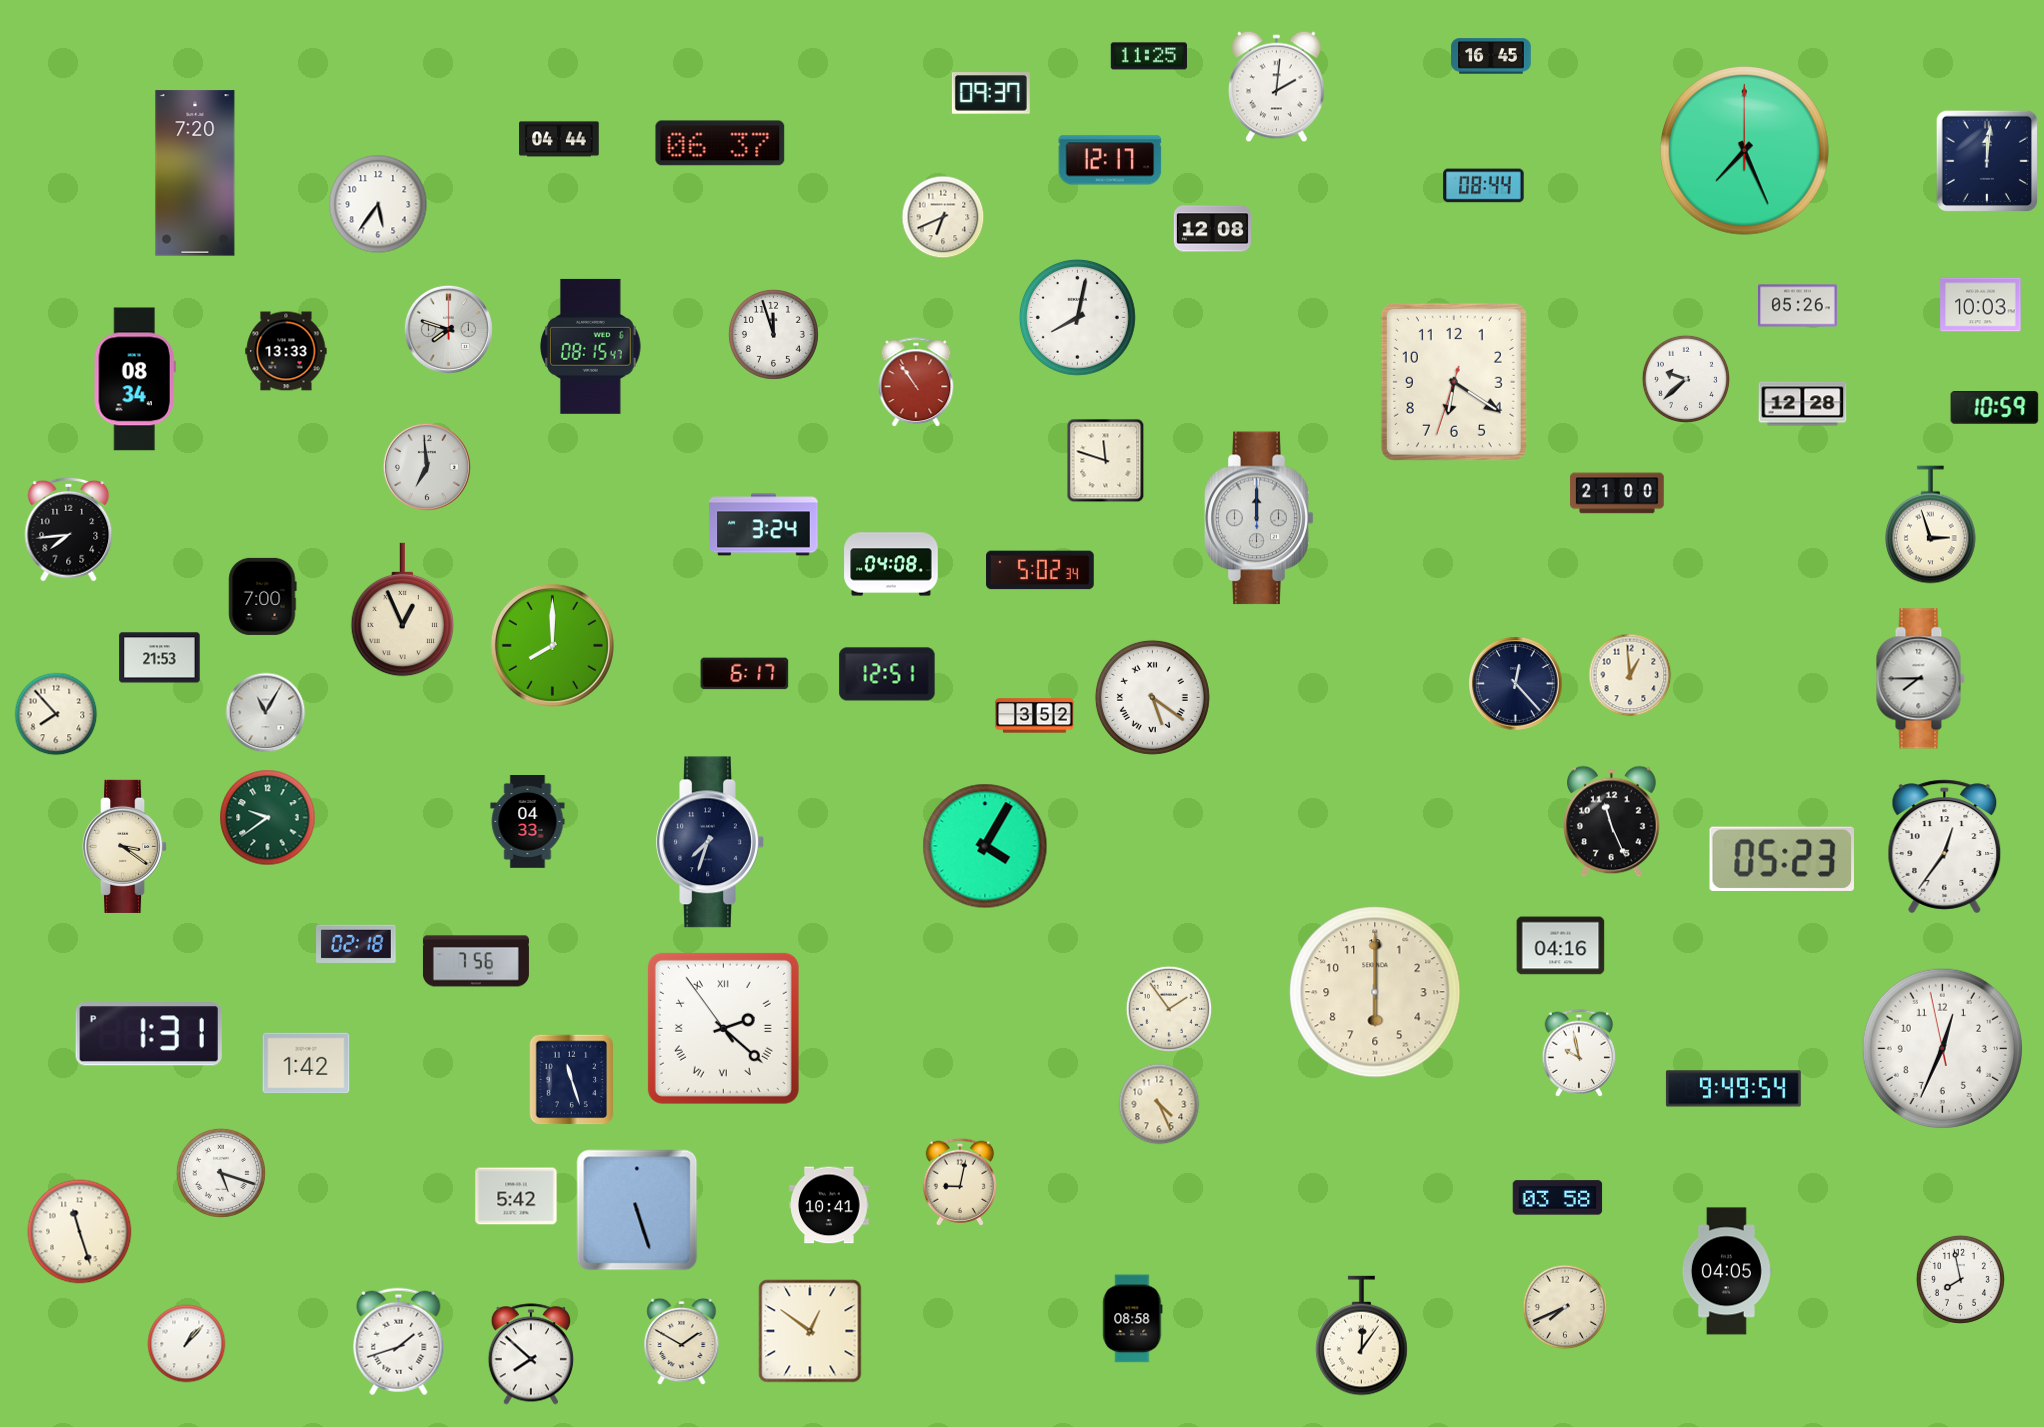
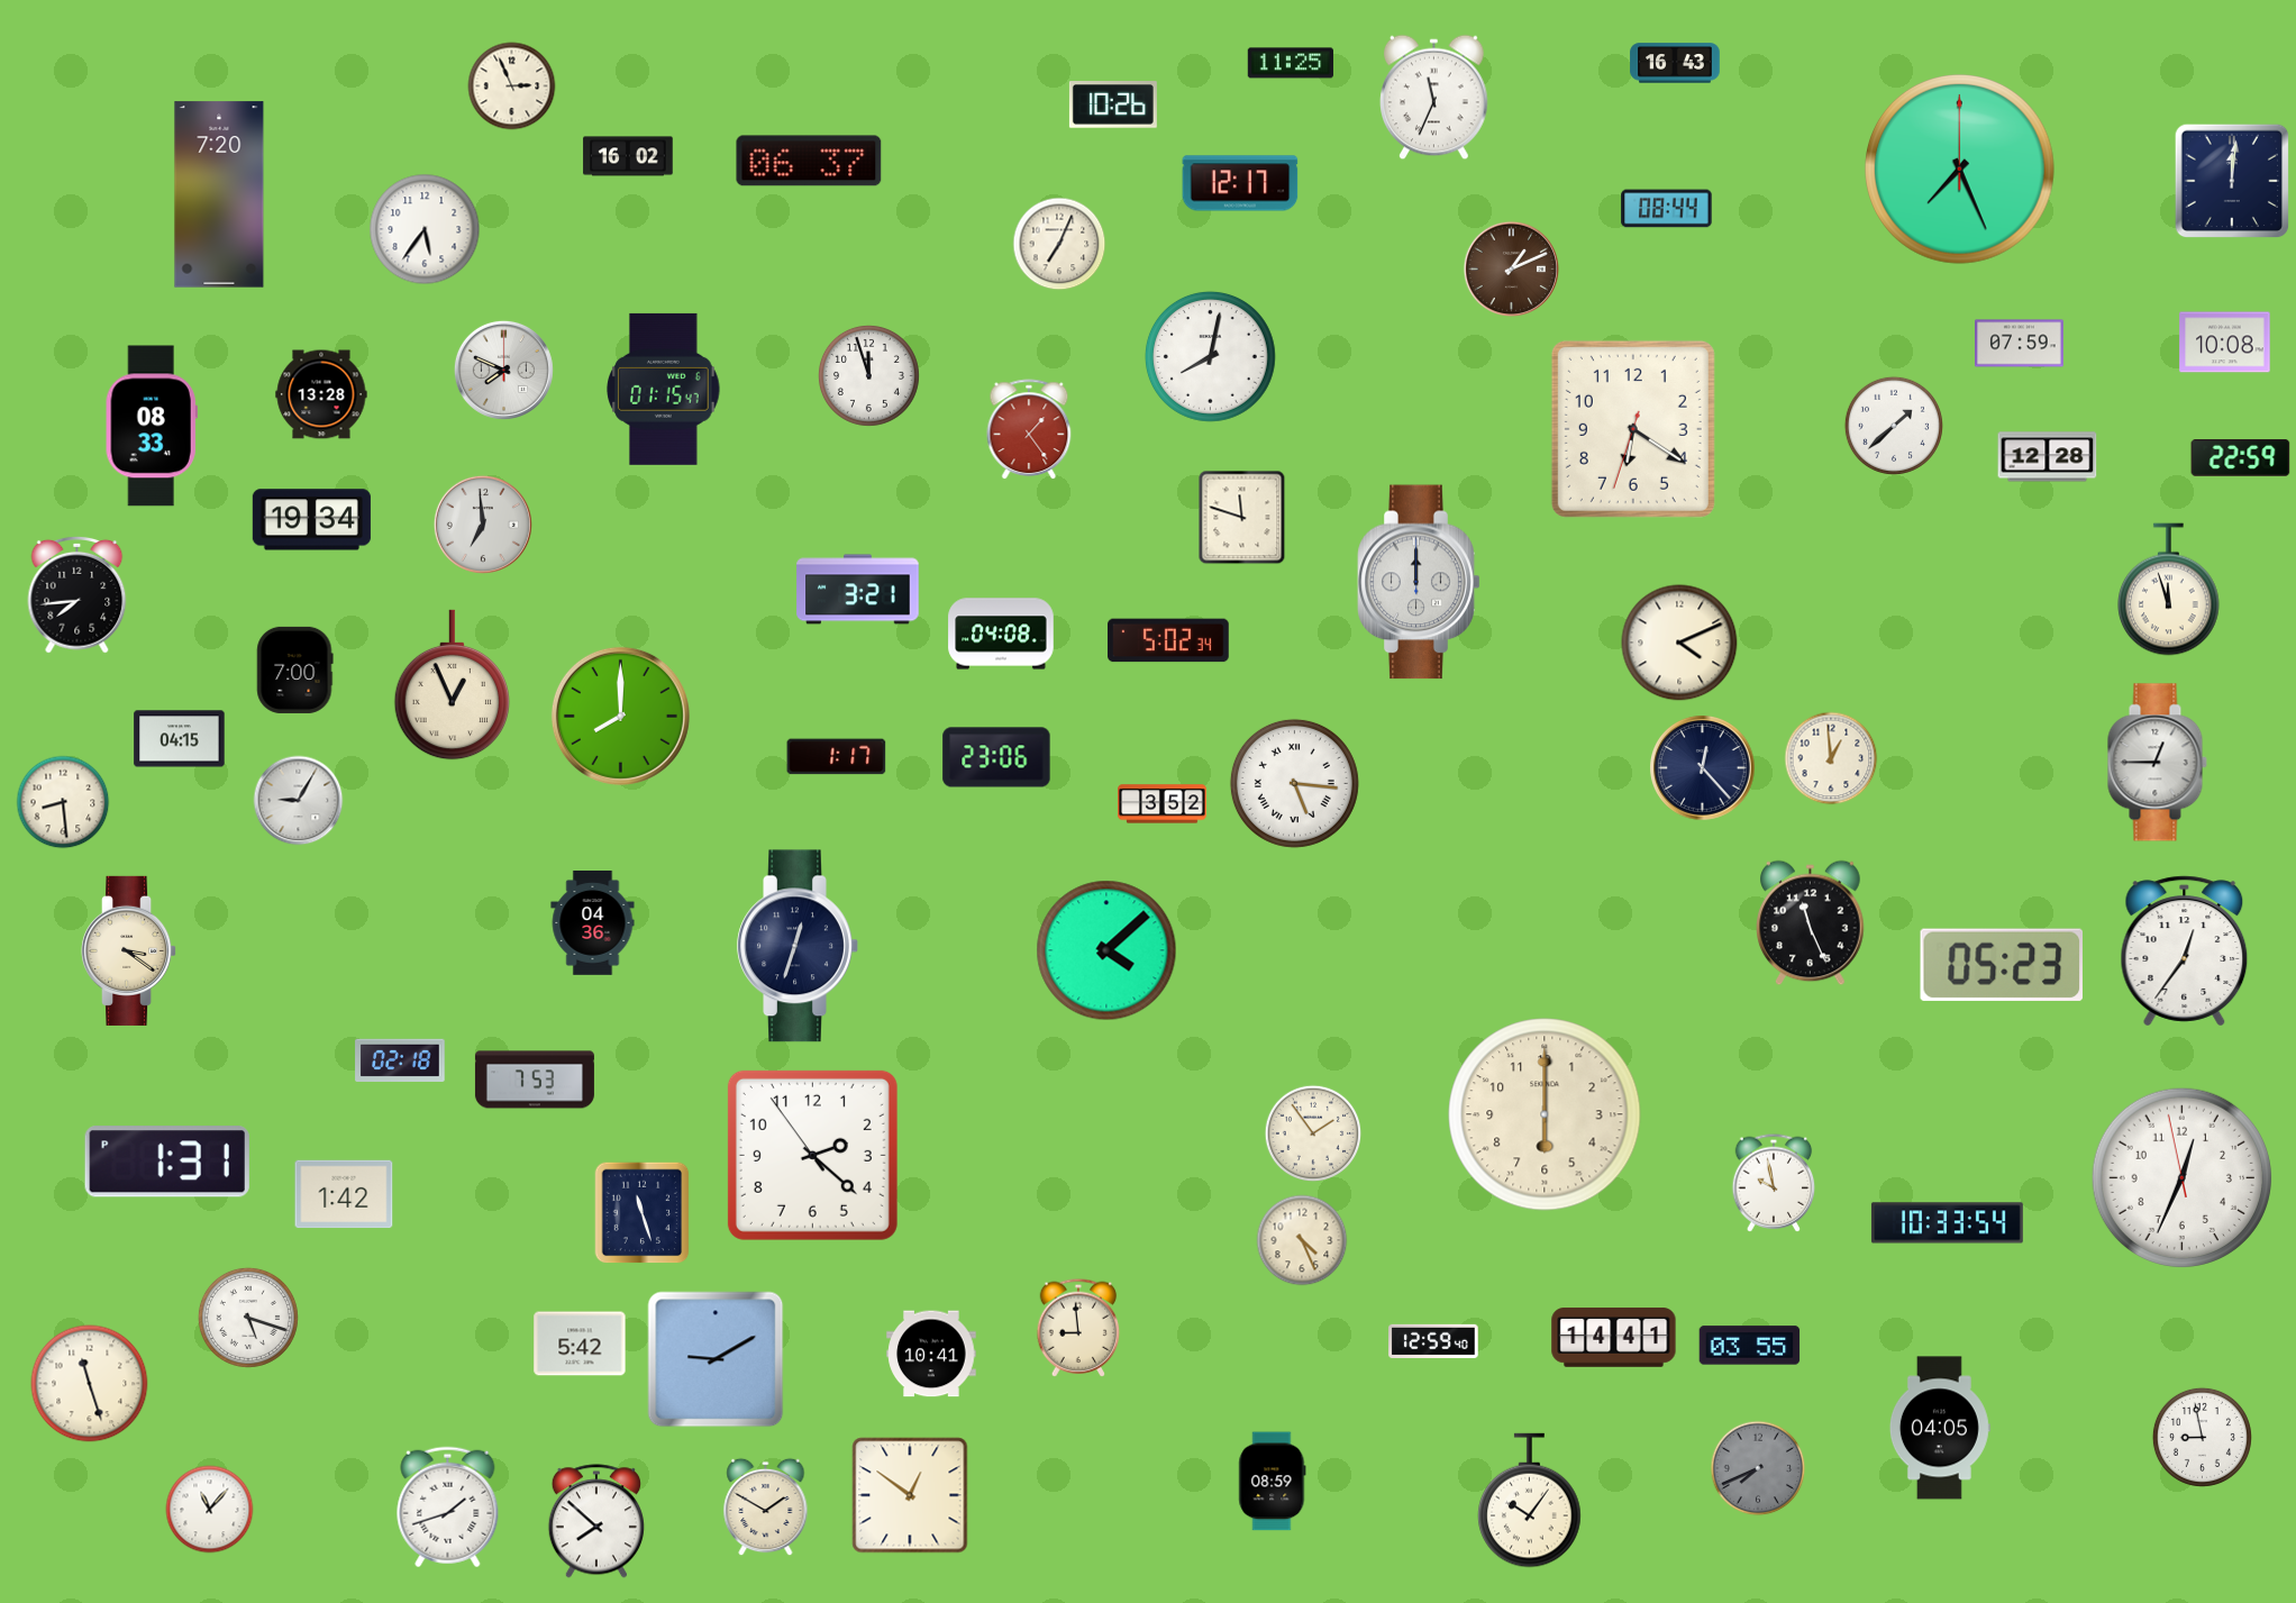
clock at (1491, 56): 16:45 -> 16:43
clock at (512, 86): none -> 2:56
clock at (1277, 87): 2:01 -> 11:34
clock at (991, 93): 09:37 -> 10:26
clock at (559, 139): 04:44 -> 16:02
clock at (1110, 160) position: (1110, 160) -> (1240, 183)
clock at (943, 217): 6:41 -> 7:04
clock at (1212, 229): 12:08 -> none
clock at (1511, 268): none -> 1:11
clock at (1981, 305): 10:03 -> 10:08
clock at (1798, 306): 05:26 -> 07:59
clock at (448, 329): 7:48 -> 7:49
clock at (591, 346): 08:15 -> 01:15
clock at (286, 351): 13:33 -> 13:28
clock at (135, 379): 08:34 -> 08:33
clock at (1686, 379): 9:38 -> 1:38
clock at (916, 383): 10:54 -> 1:24
clock at (1803, 404) position: (1803, 404) -> (2048, 457)
clock at (1995, 408): 10:59 -> 22:59
clock at (311, 520): none -> 19:34
clock at (427, 467) position: (427, 467) -> (483, 525)
clock at (1617, 493): 21:00 -> none
clock at (1259, 518) position: (1259, 518) -> (1419, 582)
clock at (764, 525): 3:24 -> 3:21
clock at (1931, 525): 2:57 -> 11:57
clock at (1679, 643): none -> 4:11
clock at (552, 645) position: (552, 645) -> (620, 716)
clock at (160, 658): 21:53 -> 04:15
clock at (745, 674): 6:17 -> 1:17
clock at (887, 674): 12:51 -> 23:06
clock at (1920, 679): 7:45 -> 12:45
clock at (1152, 697): 5:21 -> 5:16
clock at (266, 713): 11:05 -> 9:05
clock at (56, 714): 7:53 -> 8:29
clock at (268, 818): 9:39 -> none
clock at (528, 822): 04:33 -> 04:36
clock at (710, 842): 7:33 -> 12:33
clock at (126, 846) position: (126, 846) -> (130, 950)
clock at (985, 846): 4:05 -> 4:08
clock at (1561, 946): 04:16 -> none
clock at (476, 961): 7:56 -> 7:53
clock at (723, 1028) numerals: Roman -> Arabic
clock at (1733, 1089): 9:49 -> 10:33
clock at (960, 1182): 9:02 -> 8:59
clock at (1614, 1338): none -> 14:41
clock at (1433, 1341): none -> 12:59
clock at (1558, 1198): 03:58 -> 03:55
clock at (637, 1210): 5:27 -> 9:10
clock at (1960, 1279): 7:58 -> 8:58
clock at (1565, 1307) dial: cream -> grey
clock at (1133, 1319): 08:58 -> 08:59
clock at (1362, 1336): 12:06 -> 10:06
clock at (187, 1344): 1:07 -> 11:07
